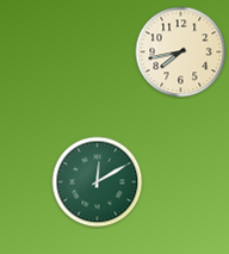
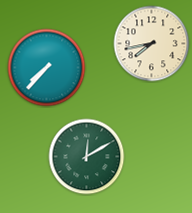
clock at (47, 68): none -> 7:37
clock at (98, 182) position: (98, 182) -> (87, 157)
